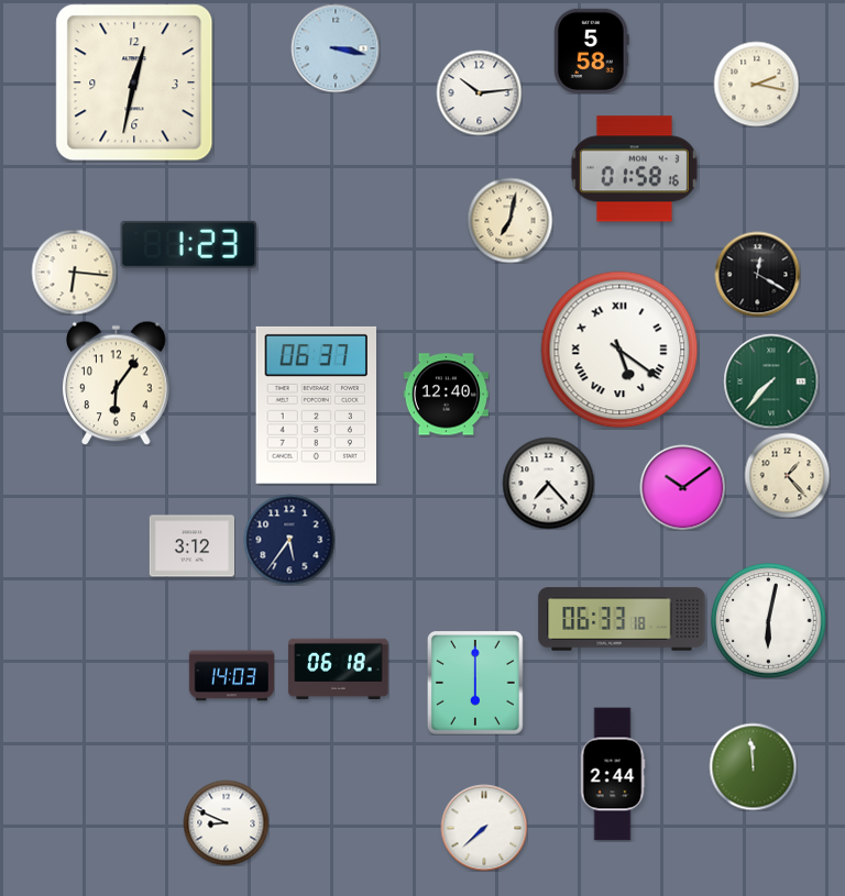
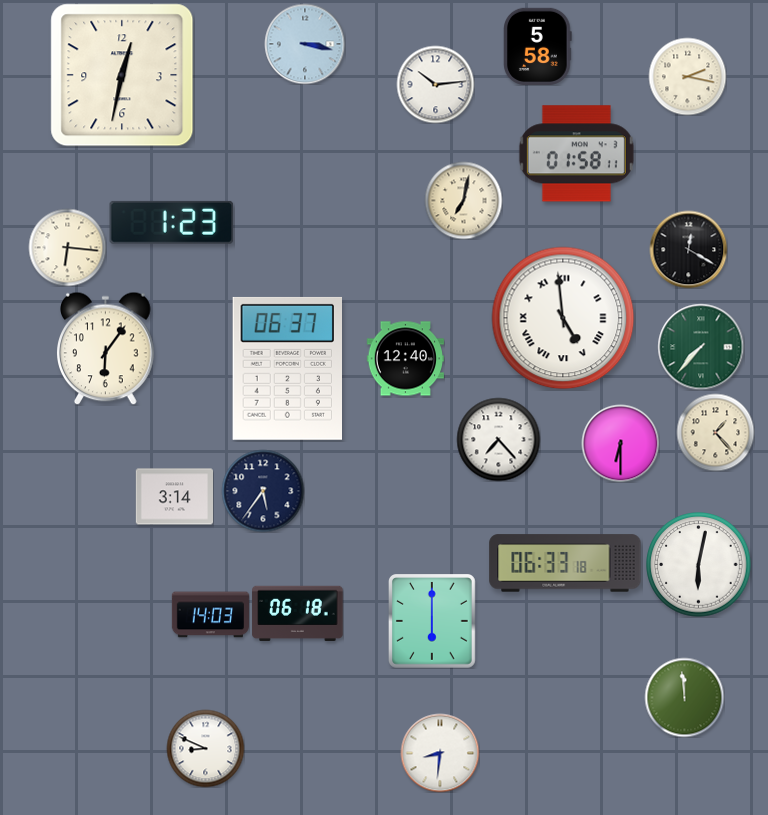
clock at (634, 169): 01:58:16 -> 01:58:11
clock at (619, 350): 5:21 -> 4:59
clock at (682, 487): 10:09 -> 6:30
clock at (191, 546): 3:12 -> 3:14
clock at (339, 668) position: (339, 668) -> (298, 613)
clock at (613, 774): 2:44 -> none
clock at (484, 828): 7:38 -> 8:31
